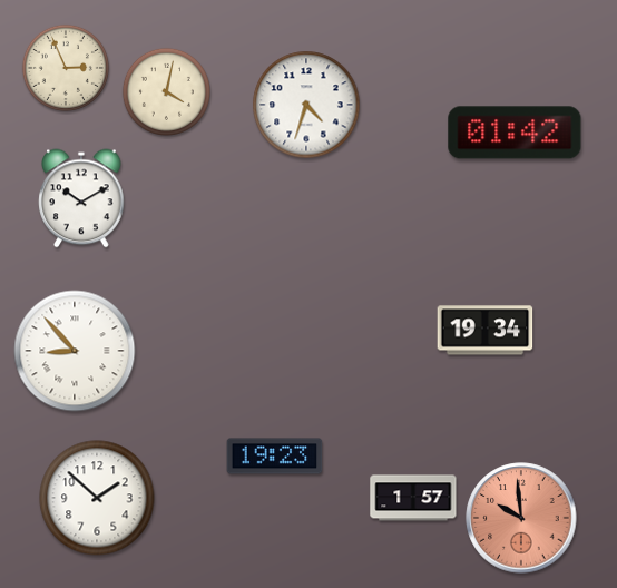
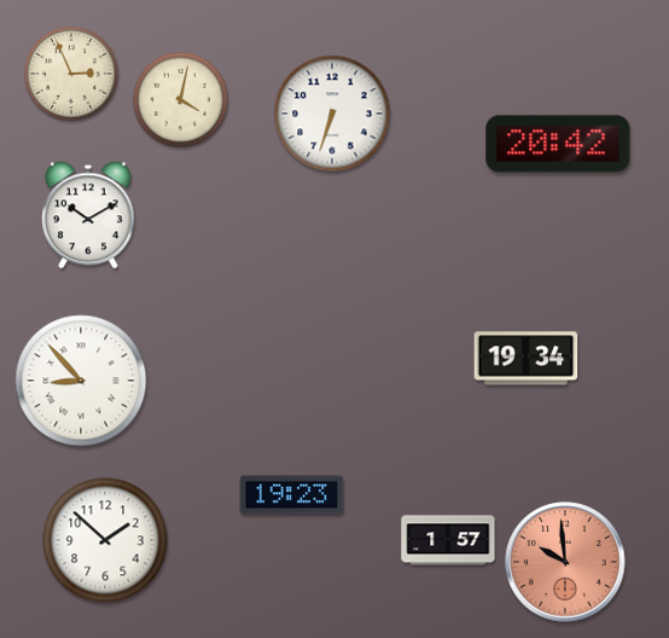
clock at (306, 105): 4:33 -> 6:33
clock at (515, 133): 01:42 -> 20:42
clock at (275, 457) position: (275, 457) -> (292, 495)
